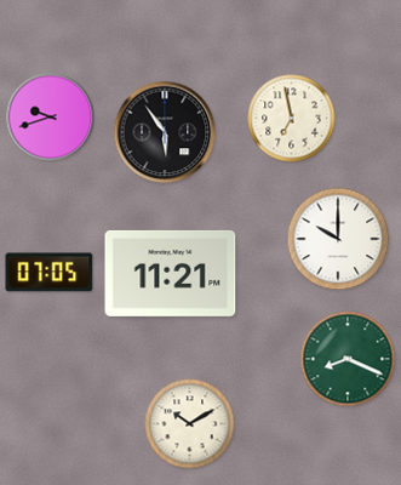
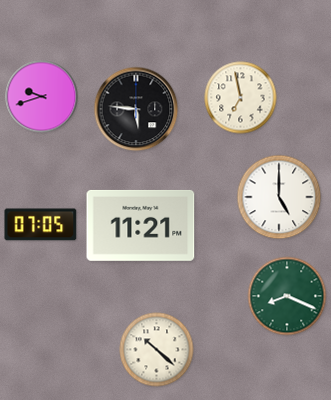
clock at (165, 132): 5:54 -> 5:46
clock at (338, 239): 10:00 -> 5:00
clock at (190, 424): 10:10 -> 10:22
